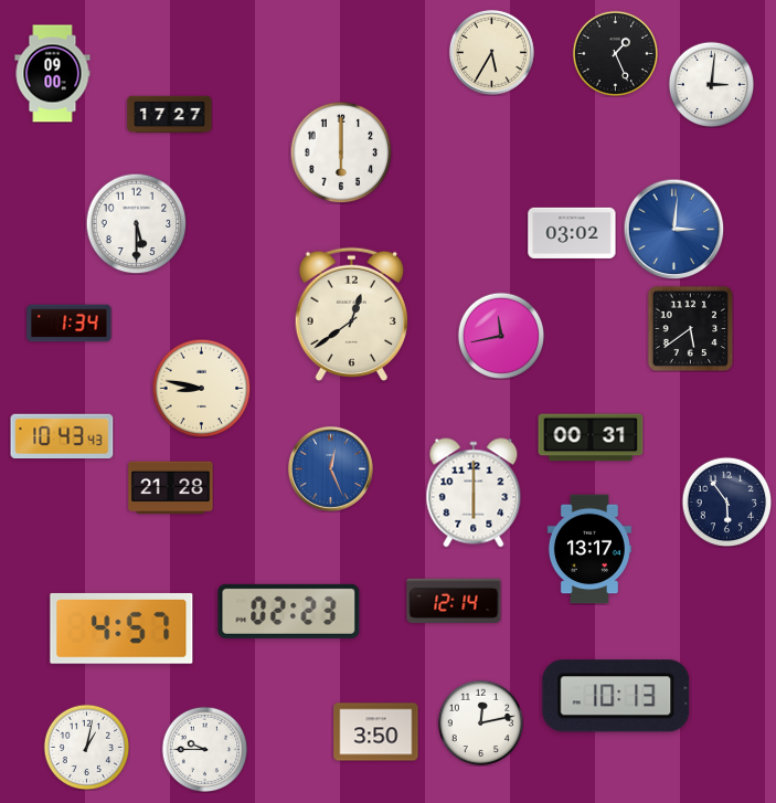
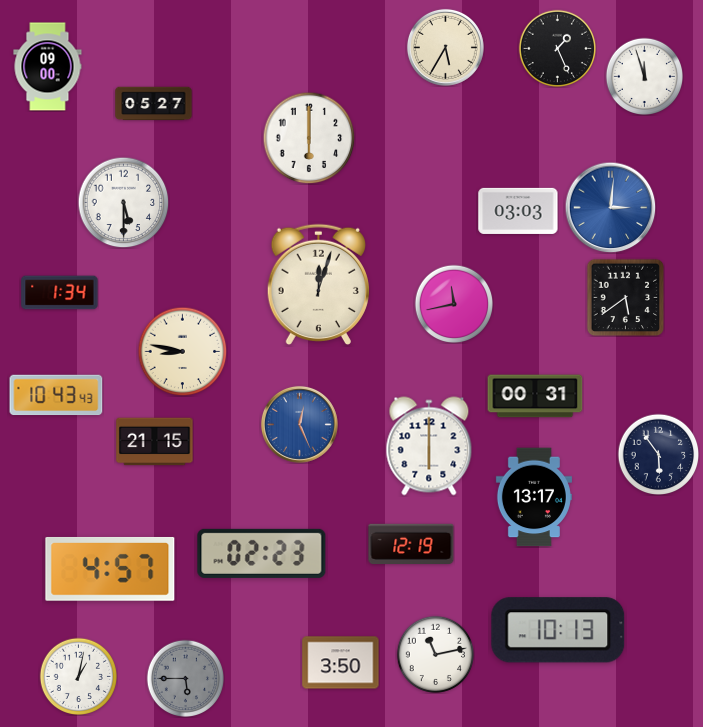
clock at (711, 84): 3:01 -> 11:57
clock at (170, 115): 17:27 -> 05:27
clock at (572, 233): 03:02 -> 03:03
clock at (351, 314): 12:39 -> 12:03
clock at (70, 324) position: (70, 324) -> (60, 293)
clock at (171, 488): 21:28 -> 21:15
clock at (454, 600): 12:14 -> 12:19
clock at (480, 722): 12:13 -> 11:13
clock at (204, 749): 9:45 -> 5:45
clock at (204, 749) dial: white -> grey
